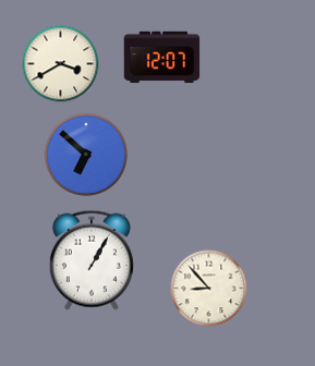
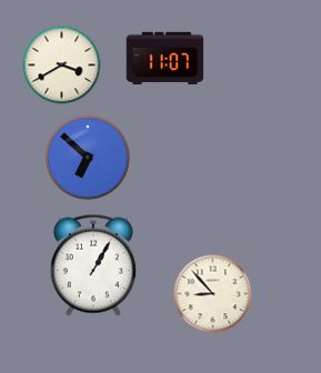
clock at (162, 58): 12:07 -> 11:07
